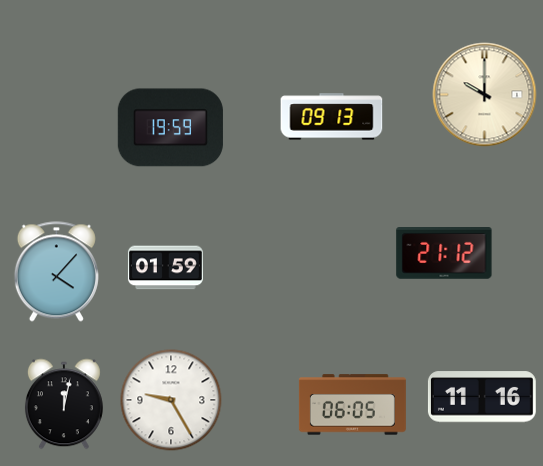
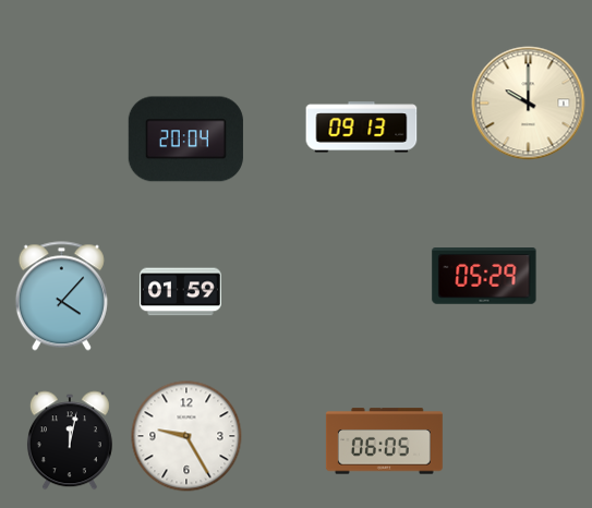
clock at (170, 128): 19:59 -> 20:04
clock at (444, 254): 21:12 -> 05:29
clock at (482, 397): 11:16 -> none
